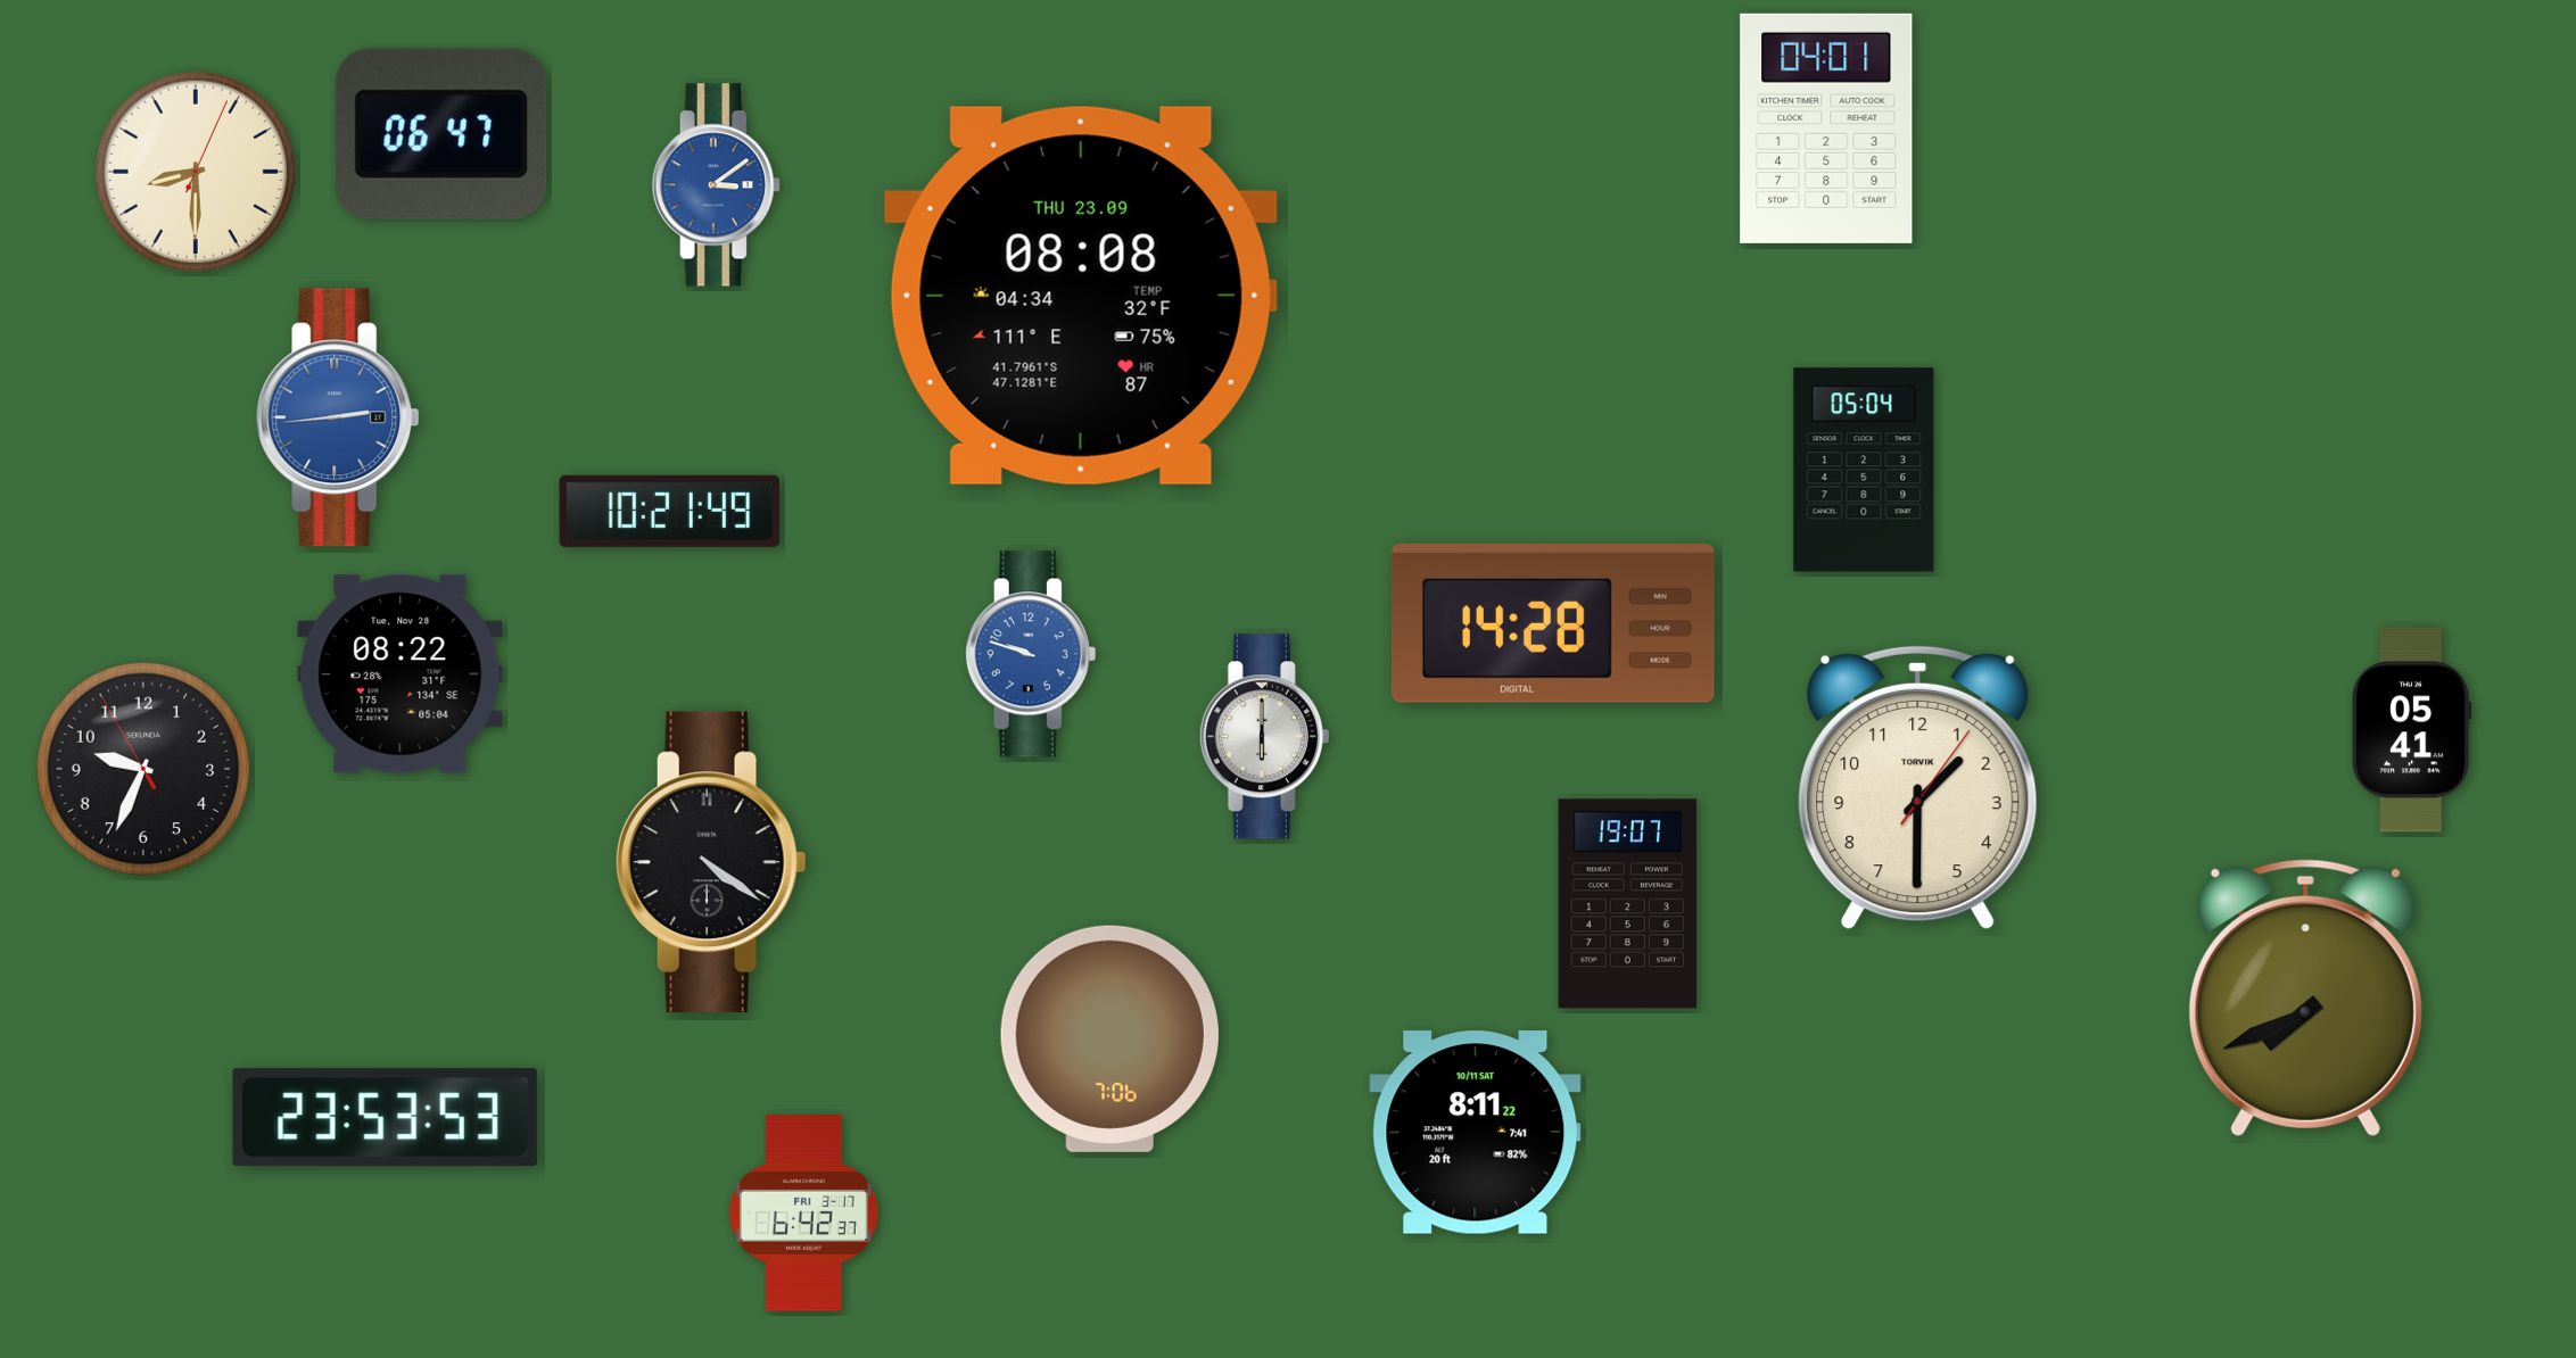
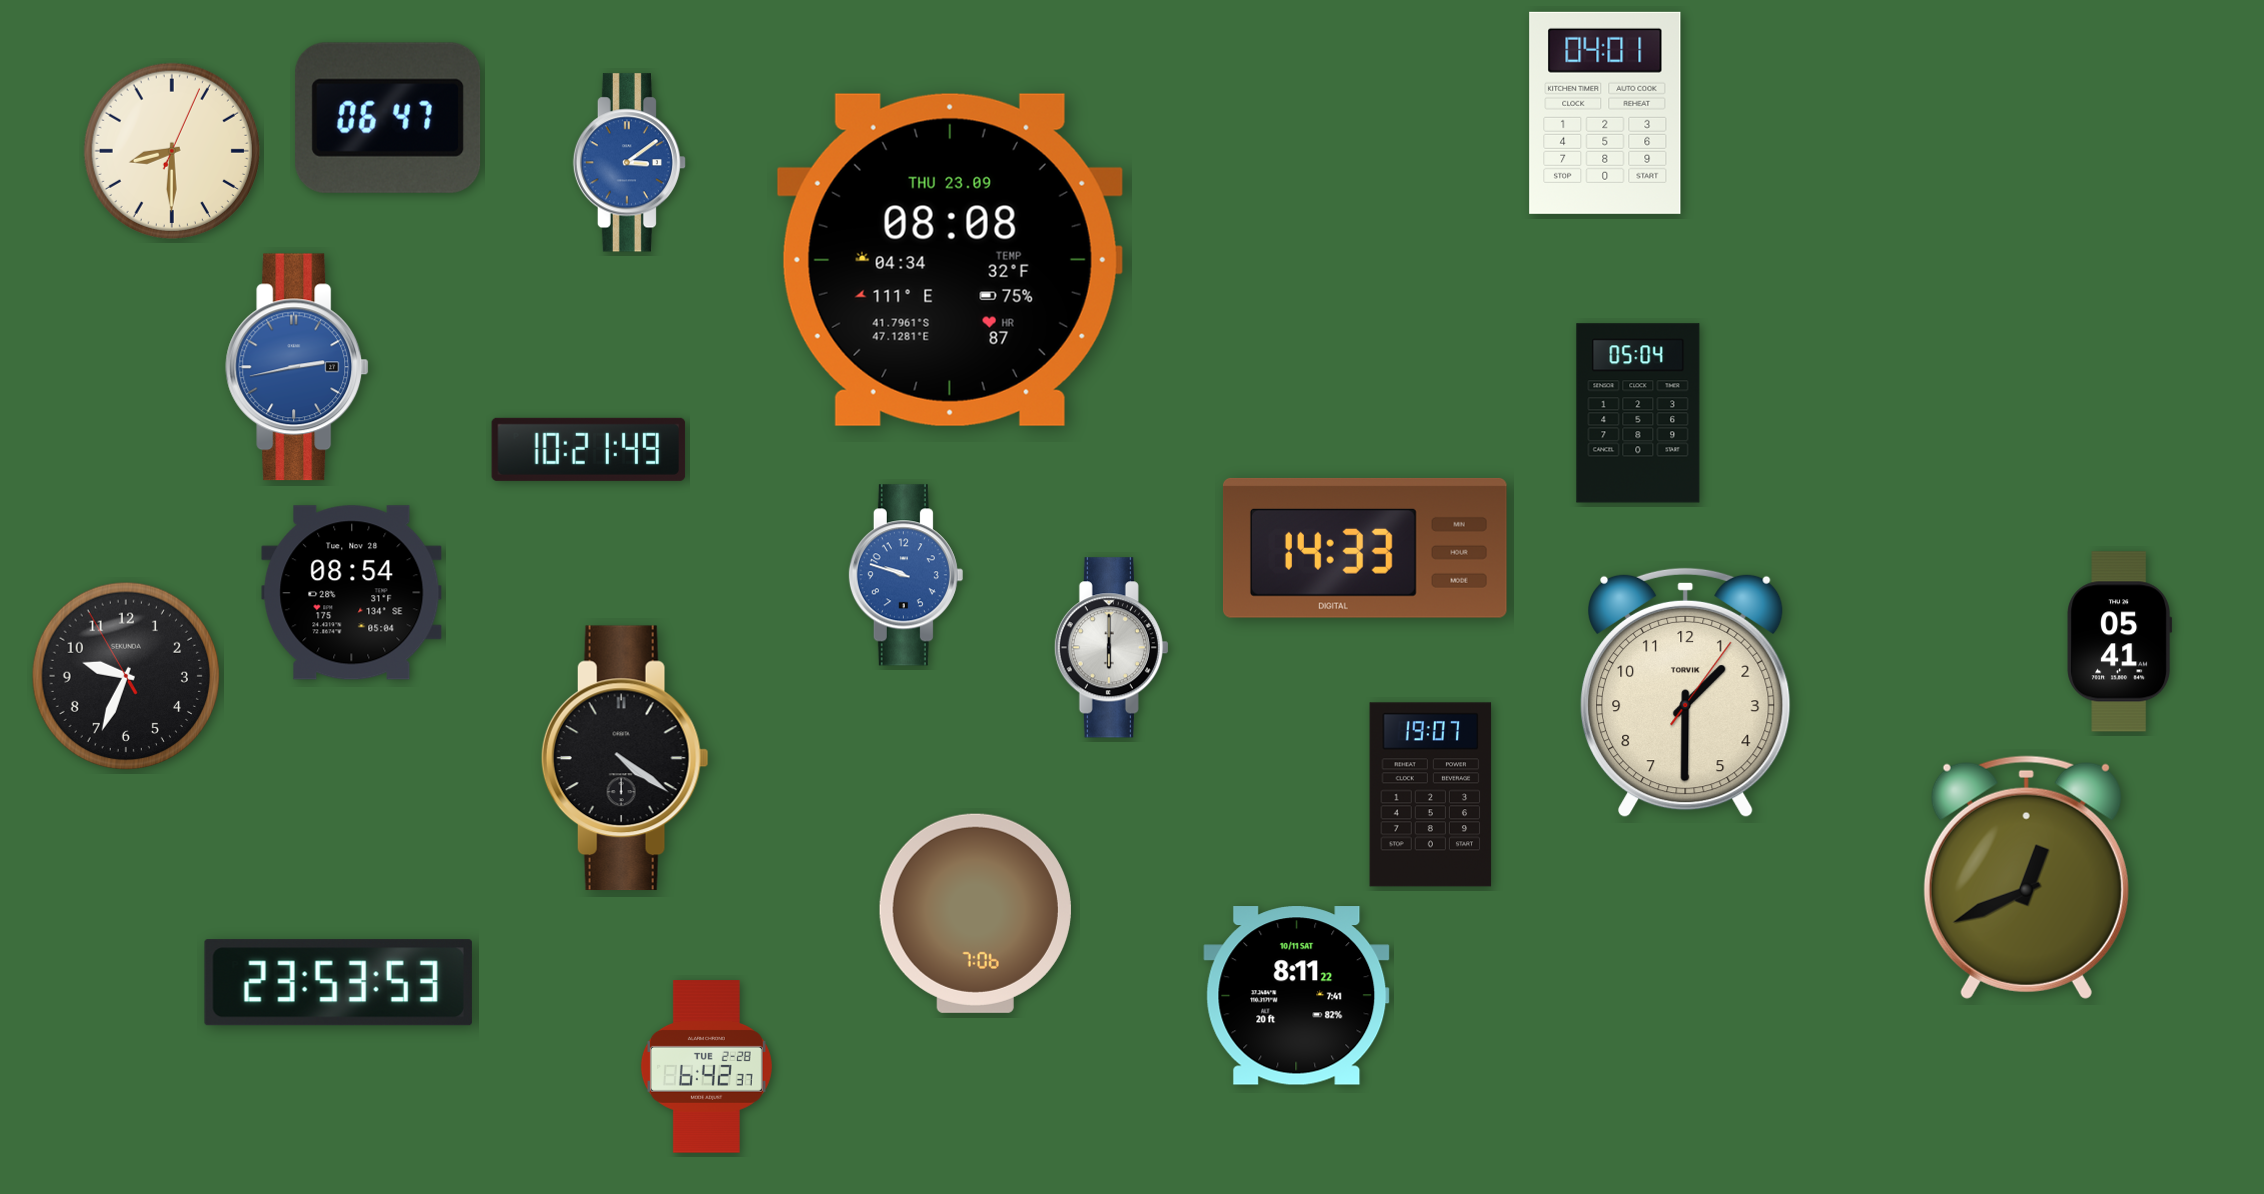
clock at (338, 417): 2:44 -> 2:43
clock at (1553, 623): 14:28 -> 14:33
clock at (401, 674): 08:22 -> 08:54
clock at (2305, 997): 7:41 -> 12:41
clock at (803, 1214) date: FRI 3-17 -> TUE 2-28
